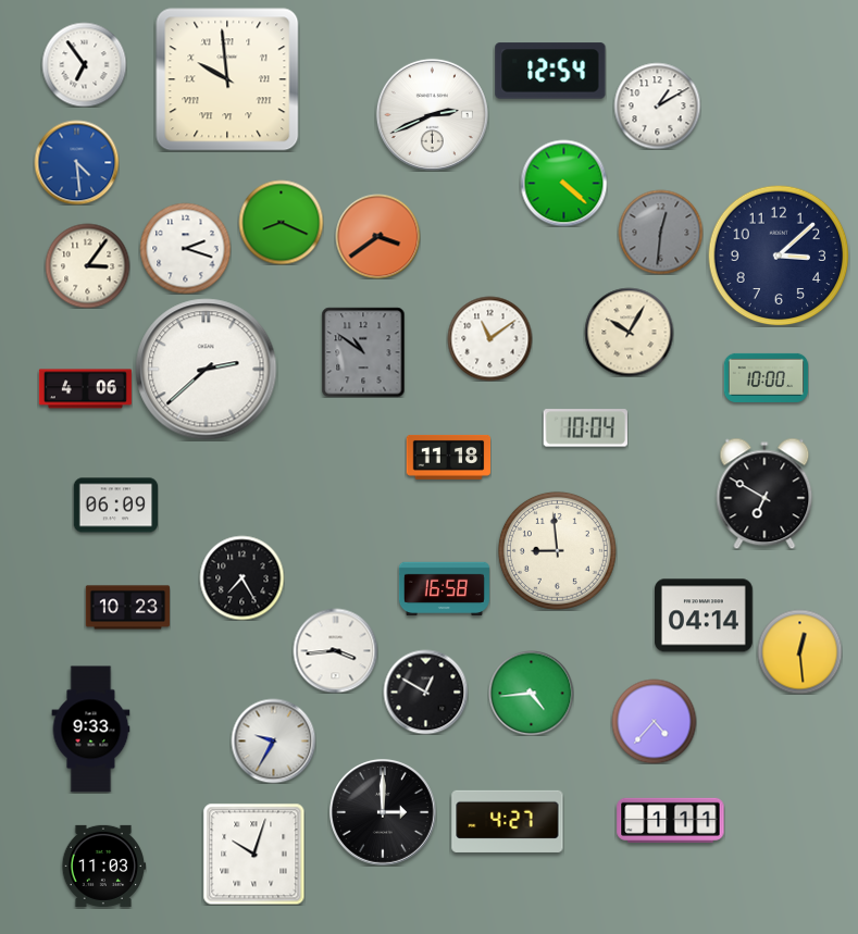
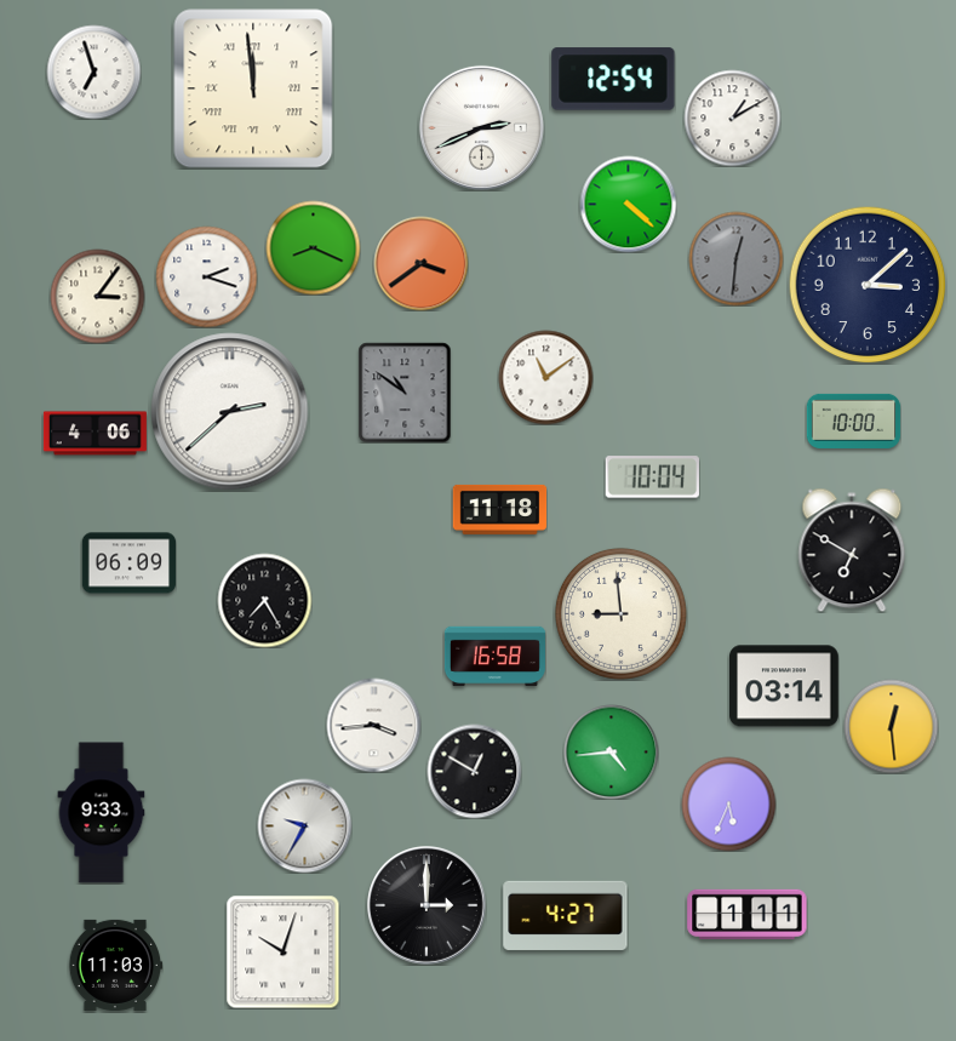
clock at (84, 64): 6:54 -> 6:57
clock at (227, 79): 9:59 -> 11:59
clock at (76, 162): 4:29 -> none
clock at (629, 332): 10:05 -> none
clock at (241, 577) position: (241, 577) -> (264, 600)
clock at (127, 608): 10:23 -> none
clock at (705, 615): 04:14 -> 03:14
clock at (531, 693) position: (531, 693) -> (611, 751)
clock at (654, 721): 4:37 -> 5:34
